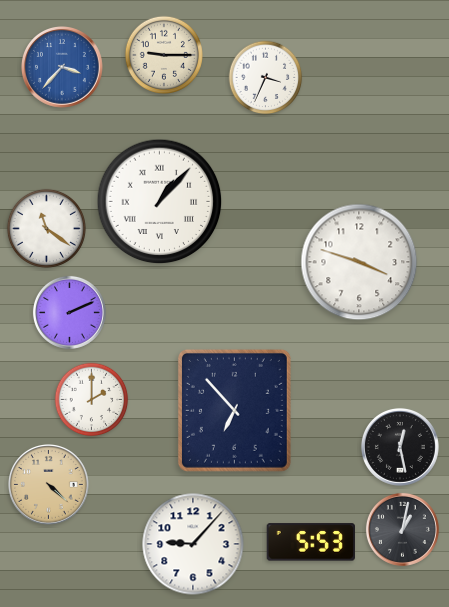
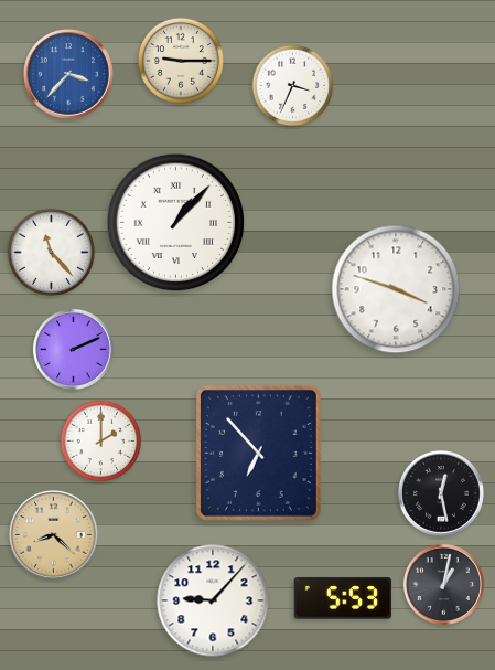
clock at (46, 228): 11:21 -> 11:23
clock at (69, 312) position: (69, 312) -> (73, 349)
clock at (49, 485): 4:22 -> 8:22
